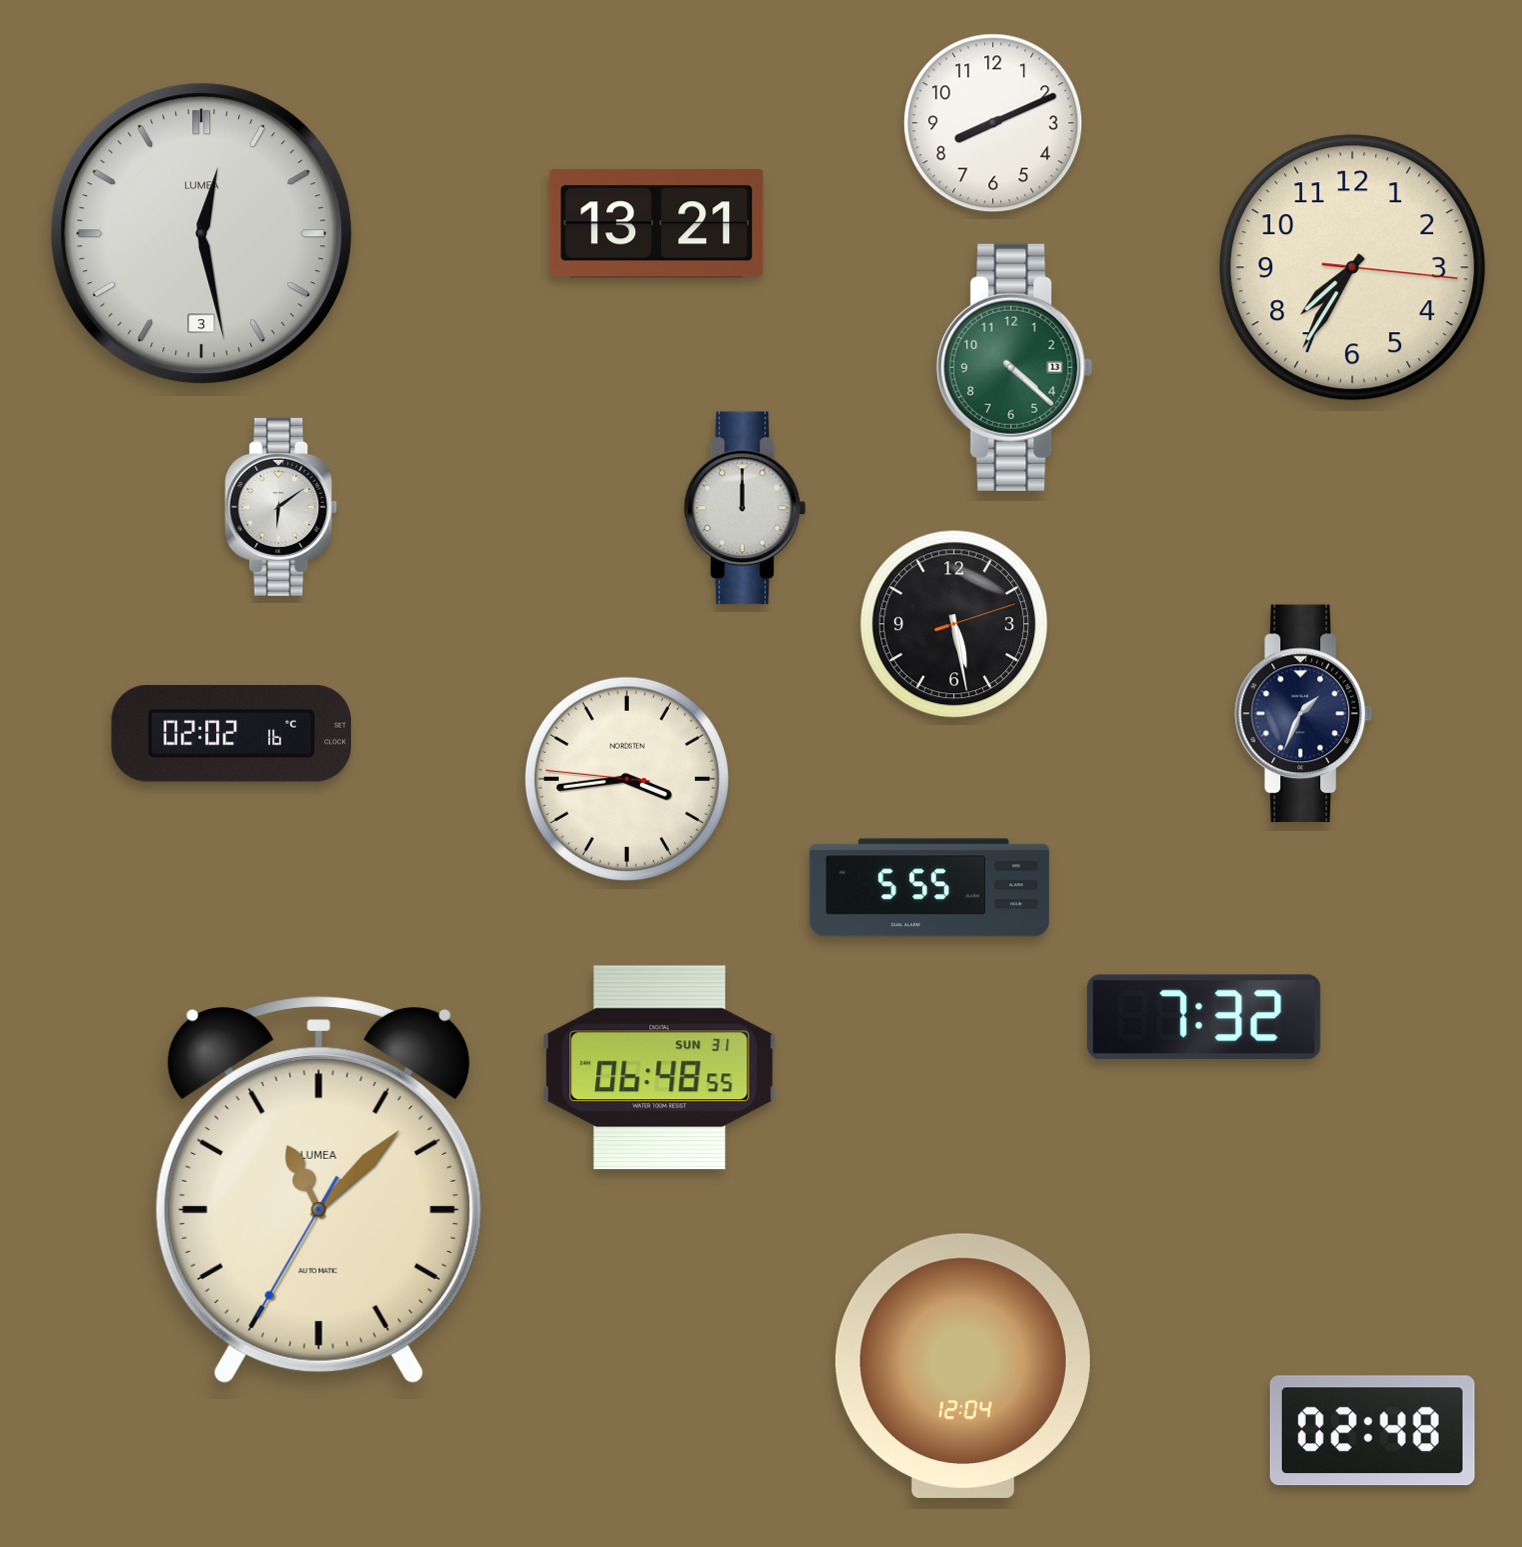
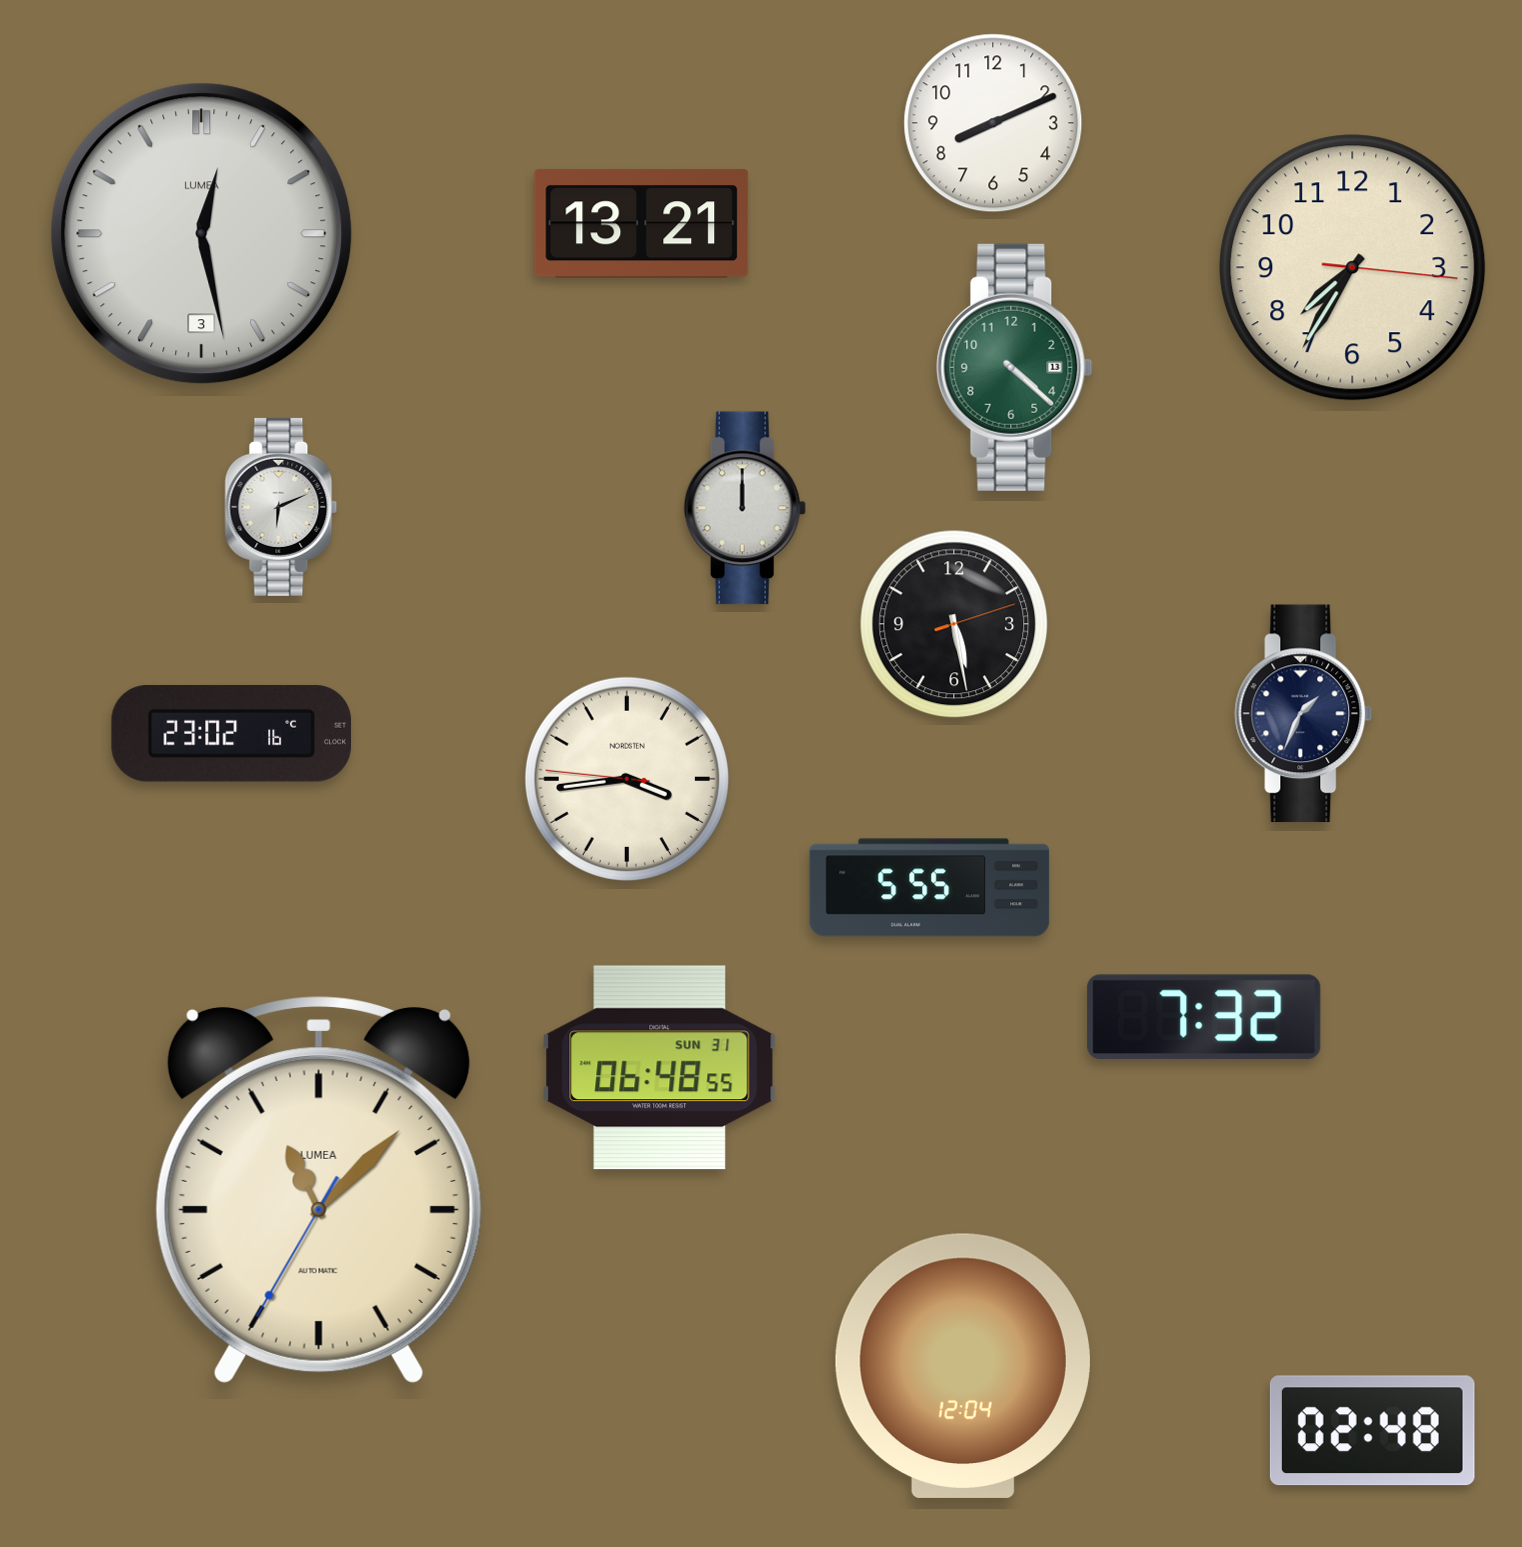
clock at (657, 224) position: (657, 224) -> (642, 224)
clock at (281, 507): 6:09 -> 6:11
clock at (232, 733): 02:02 -> 23:02
